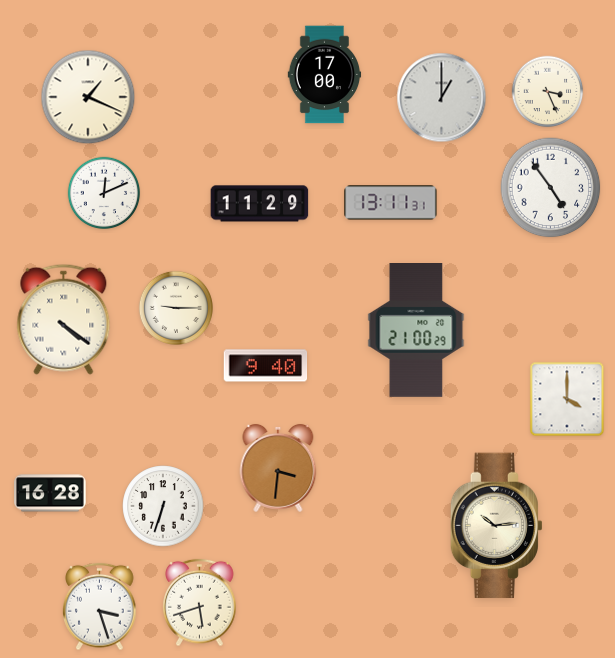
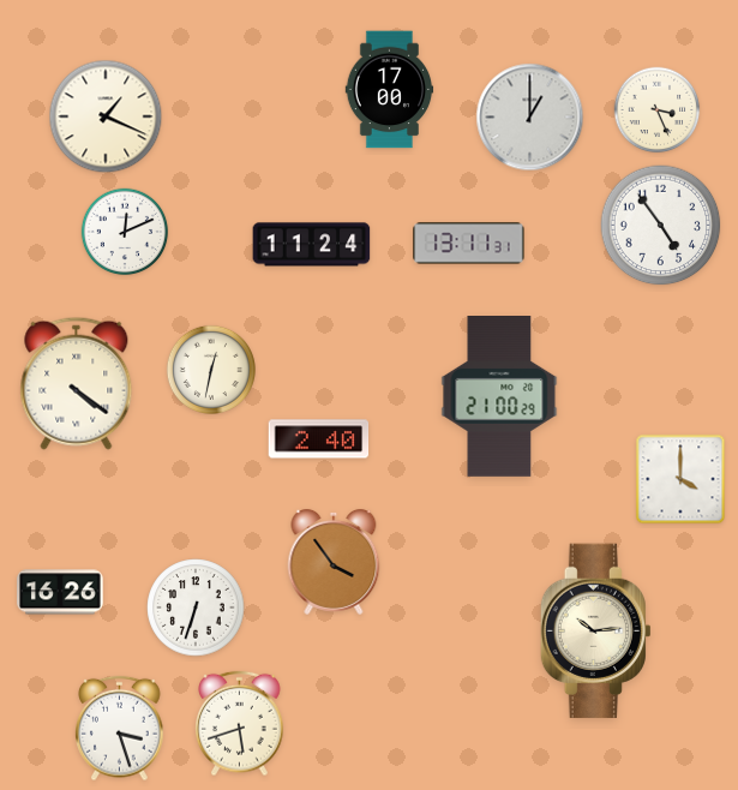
clock at (260, 204): 11:29 -> 11:24
clock at (176, 308): 9:15 -> 12:32
clock at (266, 366): 9:40 -> 2:40
clock at (278, 468): 3:31 -> 3:54
clock at (50, 493): 16:28 -> 16:26
